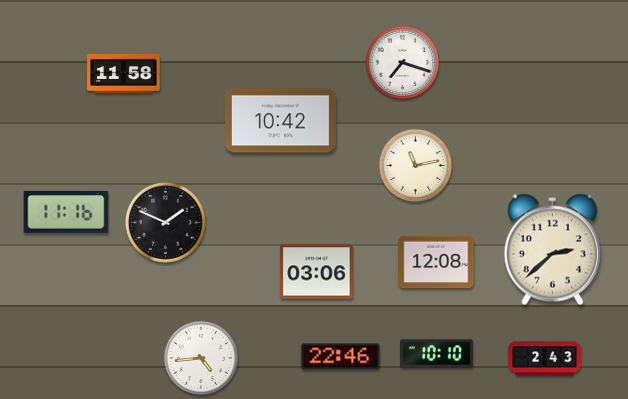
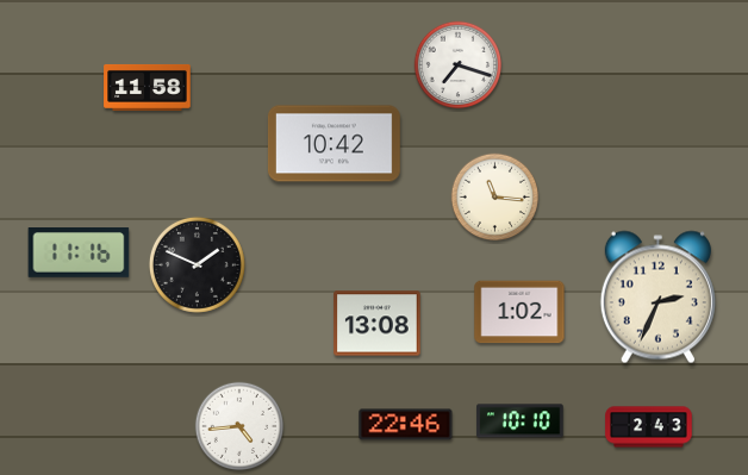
clock at (403, 63) position: (403, 63) -> (459, 65)
clock at (416, 166): 11:13 -> 11:16
clock at (552, 250): 2:38 -> 2:34
clock at (436, 262): 12:08 -> 1:02
clock at (317, 272): 03:06 -> 13:08
